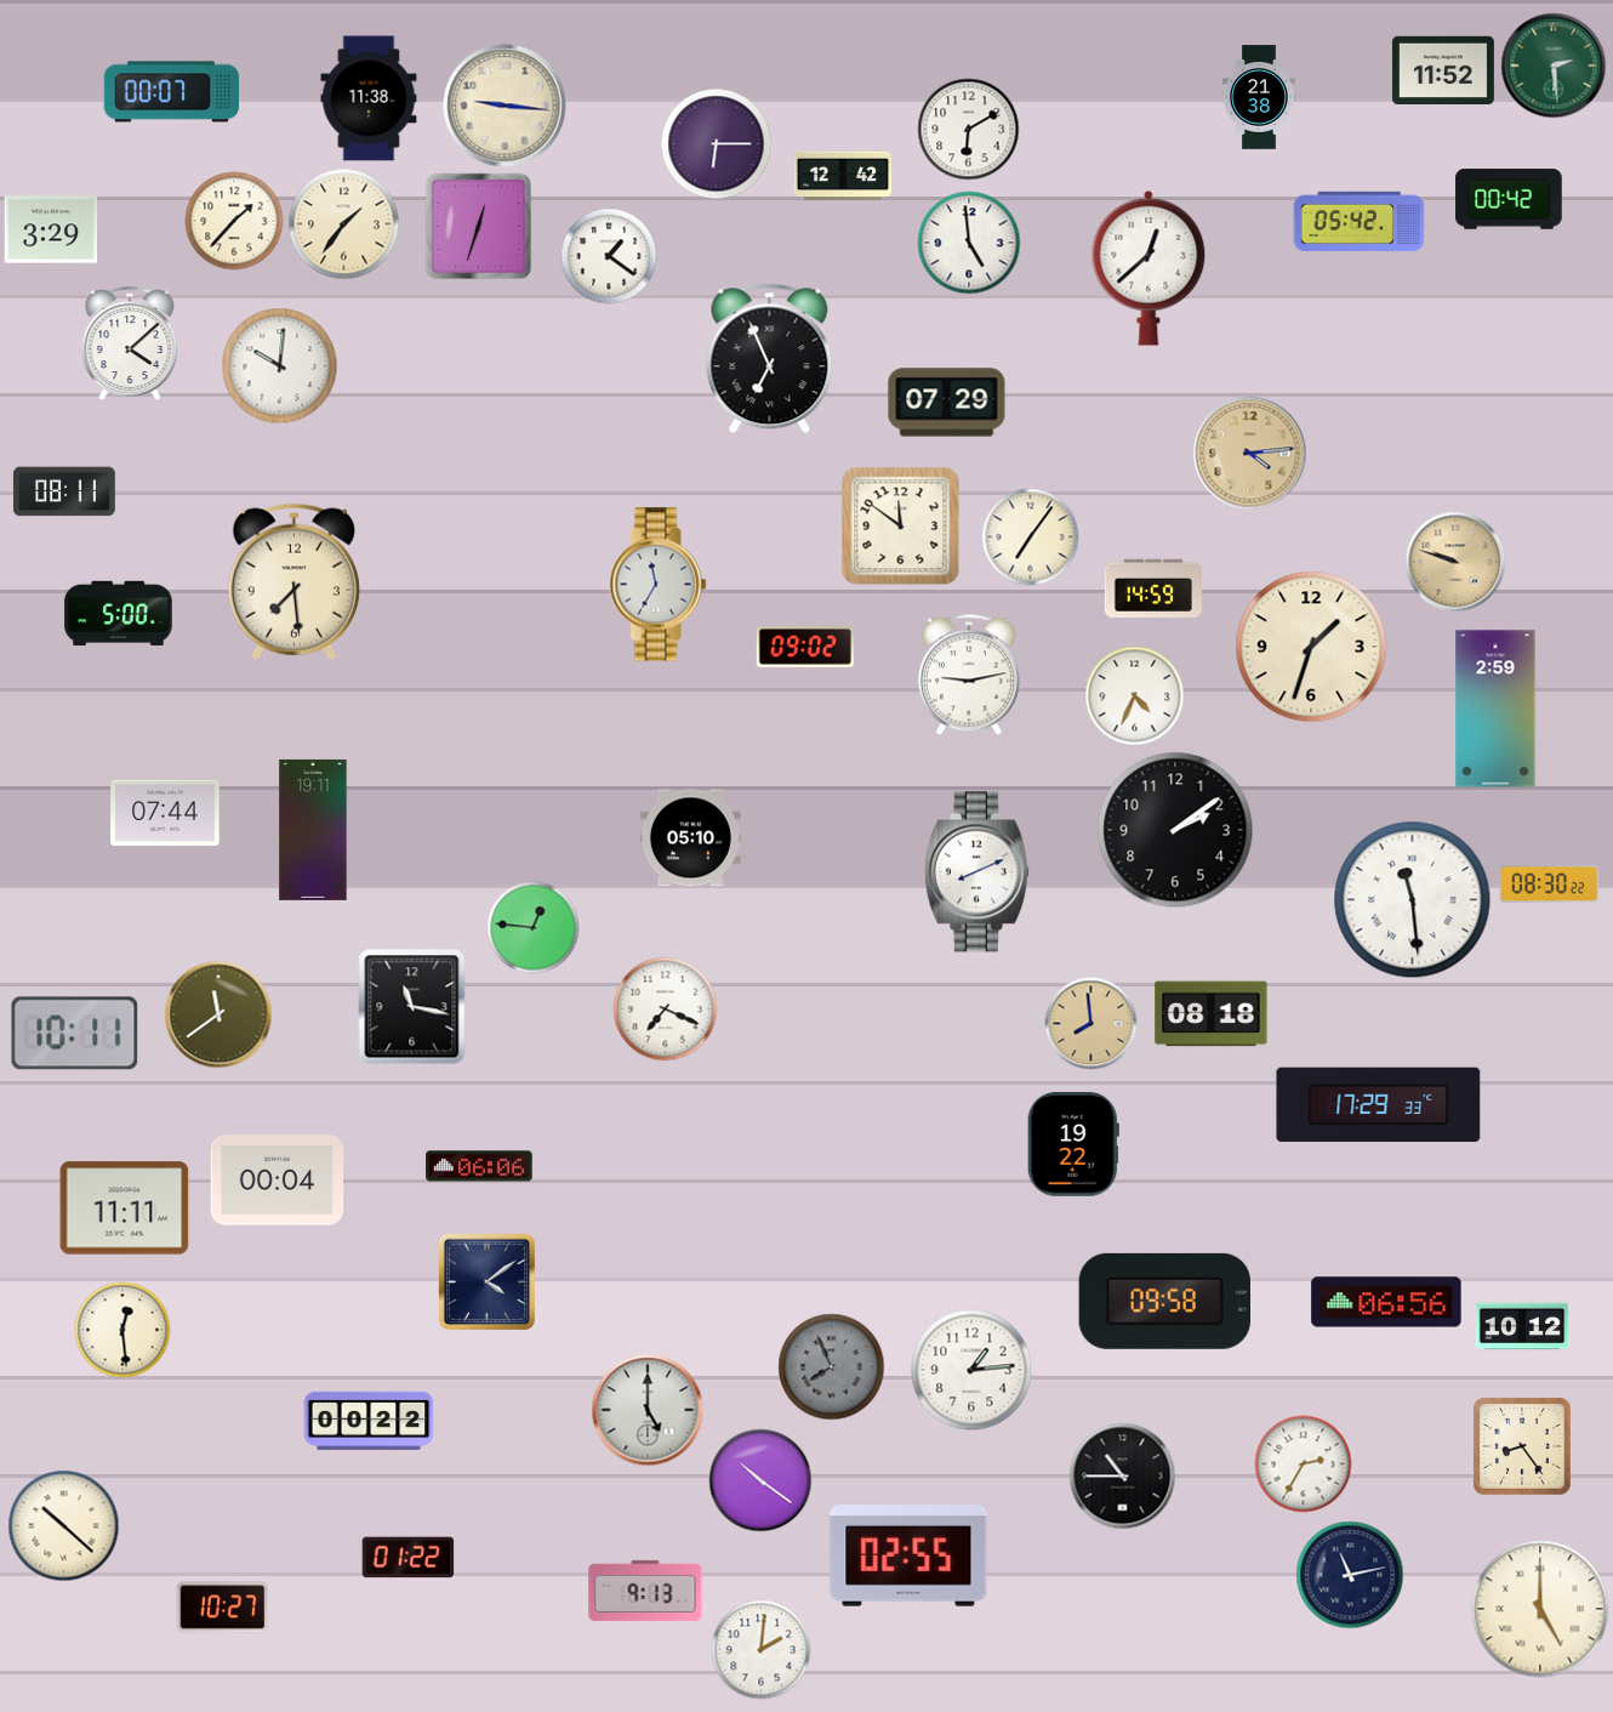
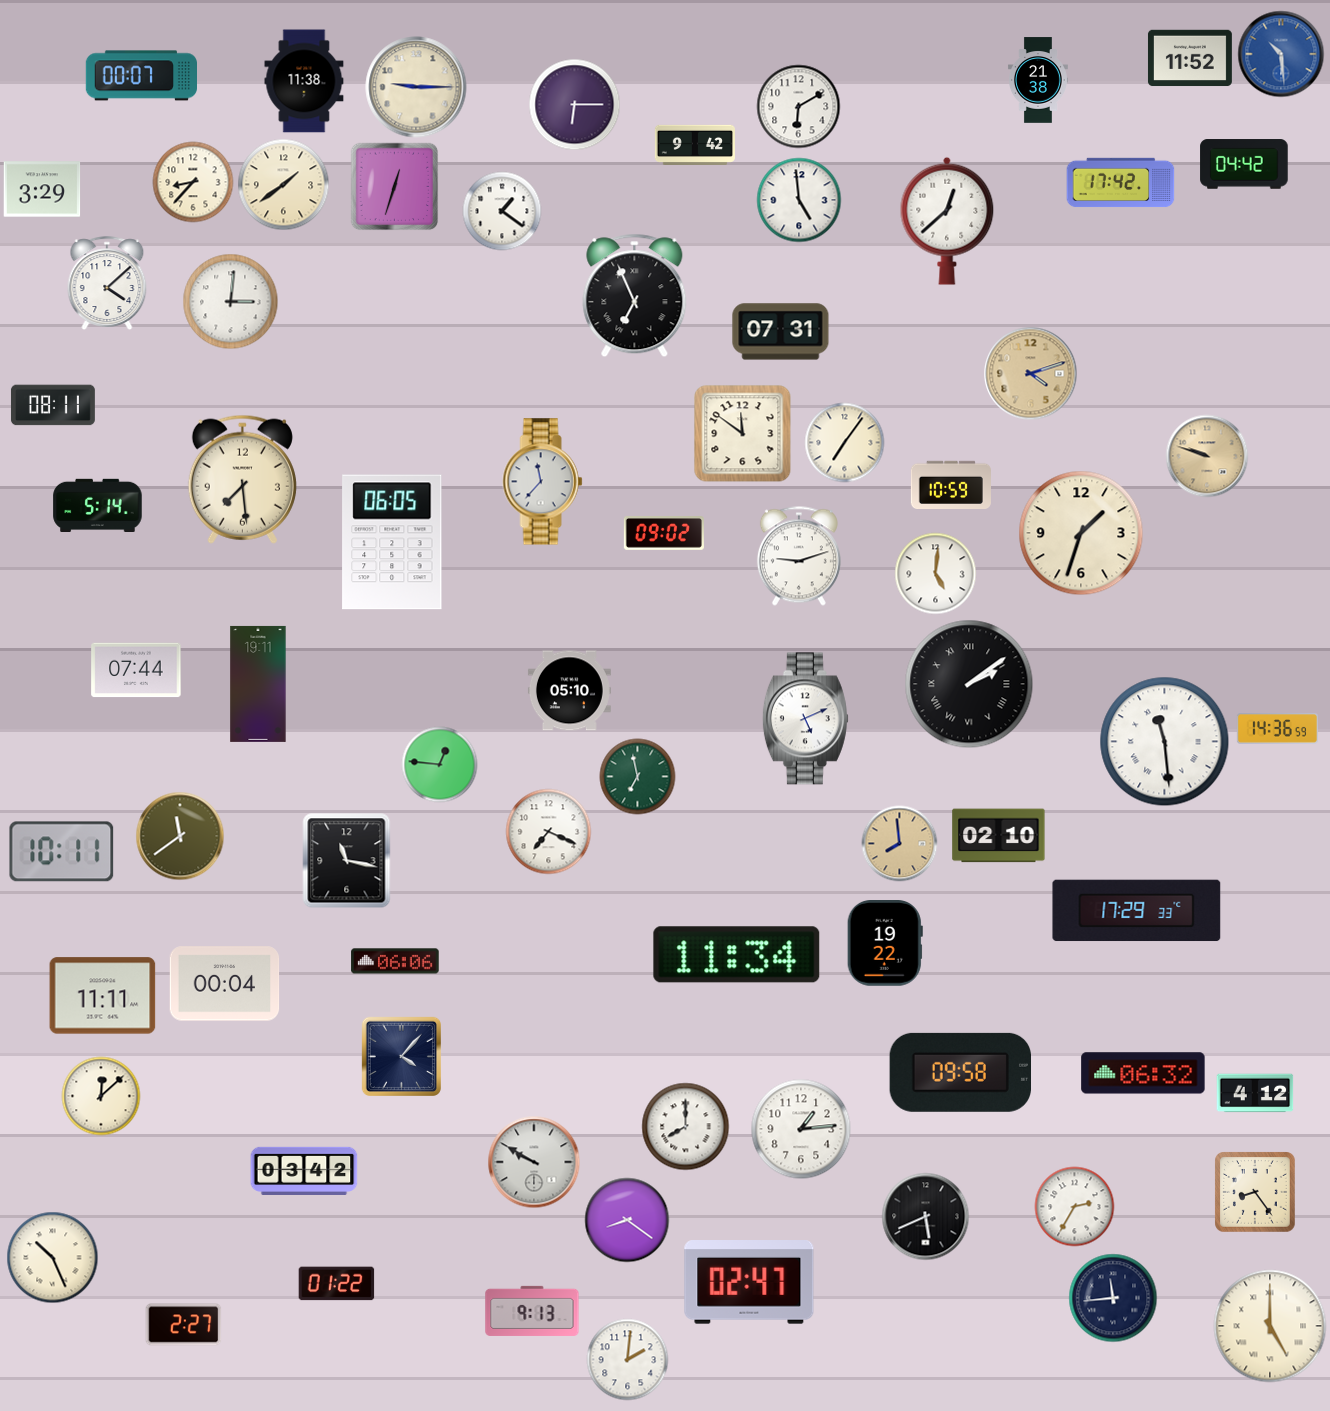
clock at (1554, 66): 2:29 -> 10:29
clock at (1554, 66) dial: green -> blue
clock at (505, 106): 9:16 -> 9:15
clock at (717, 144) position: (717, 144) -> (575, 105)
clock at (843, 175): 12:42 -> 9:42
clock at (1509, 199): 00:42 -> 04:42
clock at (234, 221): 1:37 -> 8:37
clock at (1360, 222): 05:42 -> 17:42
clock at (344, 224): 1:36 -> 1:39
clock at (280, 366): 10:01 -> 3:01
clock at (947, 403): 07:29 -> 07:31
clock at (1250, 454): 4:14 -> 4:12
clock at (1031, 538) position: (1031, 538) -> (845, 443)
clock at (1455, 562) position: (1455, 562) -> (1207, 456)
clock at (659, 585): 11:35 -> 11:37
clock at (1153, 587): 14:59 -> 10:59
clock at (119, 614): 5:00 -> 5:14
clock at (392, 542): none -> 06:05
clock at (969, 675): 9:13 -> 9:12
clock at (1135, 696): 4:34 -> 5:01
clock at (1495, 709): 2:59 -> none
clock at (1175, 830) numerals: Arabic -> Roman
clock at (976, 872): 8:11 -> 5:11
clock at (1549, 885): 08:30 -> 14:36
clock at (638, 777): none -> 6:58
clock at (412, 1007) position: (412, 1007) -> (347, 861)
clock at (1212, 1014): 08:18 -> 02:10
clock at (737, 955): none -> 11:34
clock at (278, 1181) position: (278, 1181) -> (225, 984)
clock at (486, 1281): 4:09 -> 4:07
clock at (1386, 1302): 06:56 -> 06:32
clock at (1522, 1326): 10:12 -> 4:12
clock at (122, 1330): 12:29 -> 12:08
clock at (832, 1367): 7:56 -> 8:00
clock at (832, 1367) dial: grey -> white
clock at (648, 1410): 5:00 -> 9:50
clock at (369, 1420): 00:22 -> 03:42
clock at (1123, 1477): 10:45 -> 5:41
clock at (760, 1480): 10:21 -> 8:21
clock at (64, 1526): 10:22 -> 10:26
clock at (908, 1557): 02:55 -> 02:47
clock at (1350, 1575): 11:13 -> 11:44
clock at (223, 1608): 10:27 -> 2:27
